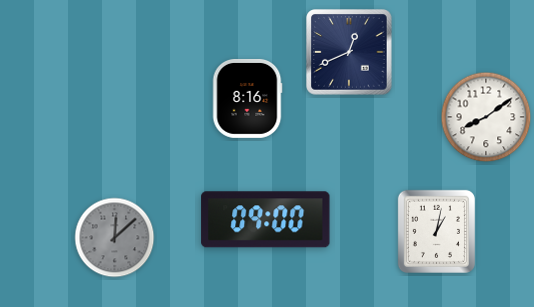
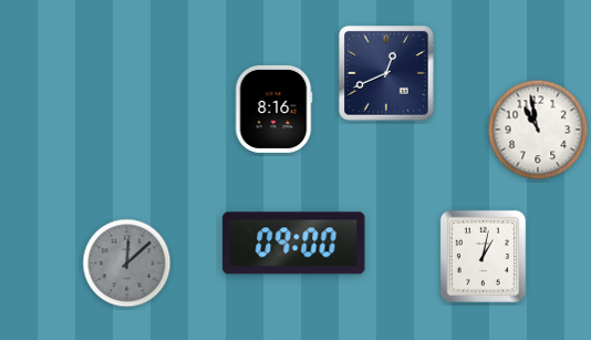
clock at (349, 52) position: (349, 52) -> (386, 73)
clock at (486, 117): 8:09 -> 10:58
